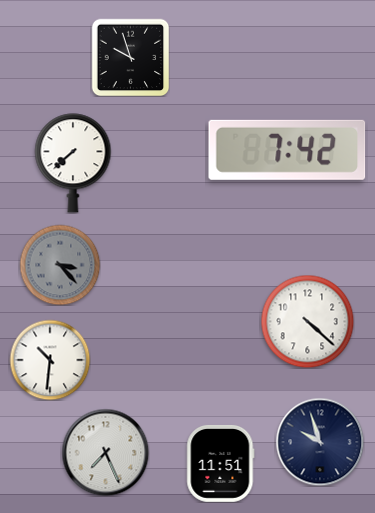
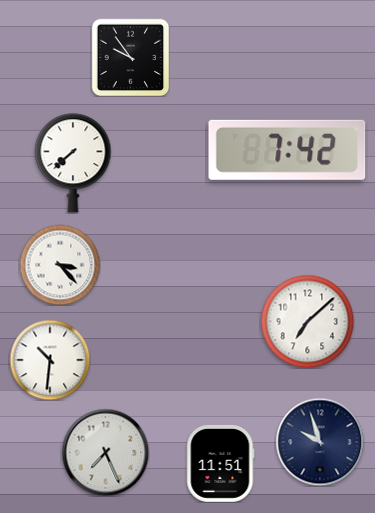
clock at (130, 57): 9:57 -> 9:54
clock at (60, 265) dial: grey -> white
clock at (307, 321): 4:22 -> 7:08
